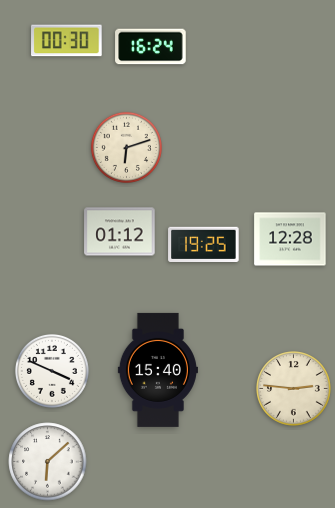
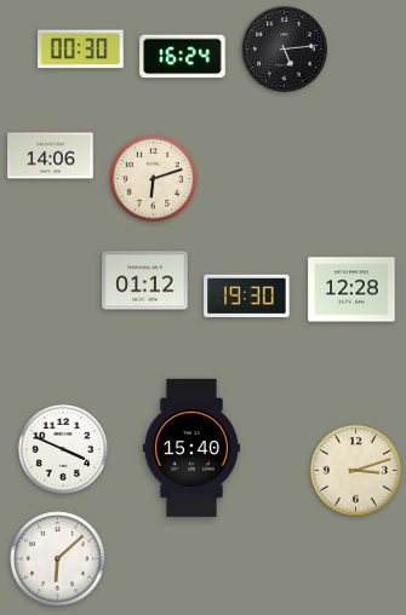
clock at (285, 50): none -> 5:14
clock at (51, 156): none -> 14:06
clock at (204, 245): 19:25 -> 19:30
clock at (294, 389): 2:46 -> 3:12
